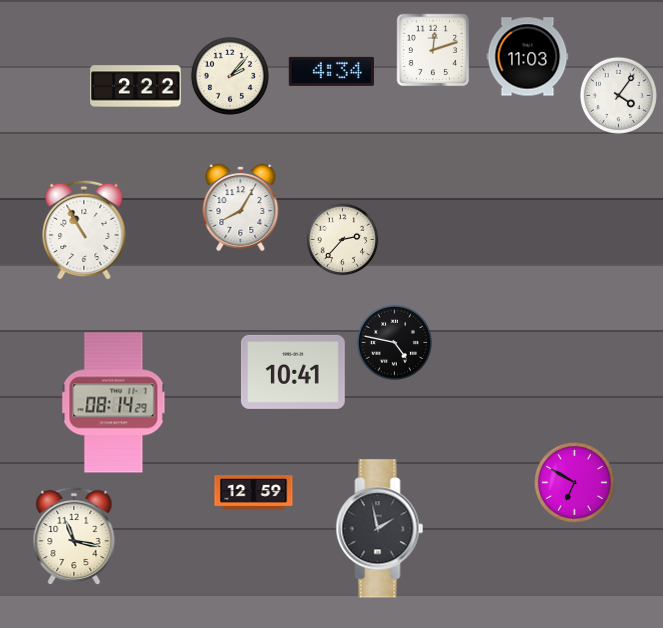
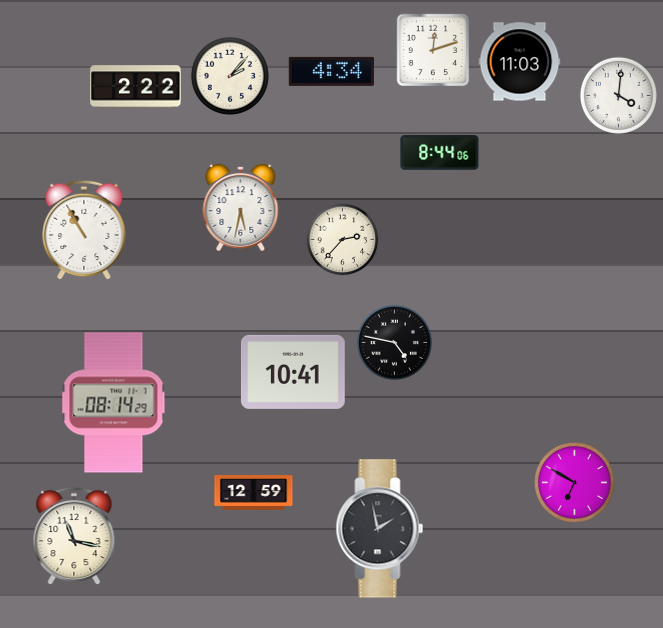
clock at (528, 57) position: (528, 57) -> (520, 62)
clock at (618, 95): 4:06 -> 4:01
clock at (440, 153): none -> 8:44
clock at (241, 208): 8:05 -> 5:32
